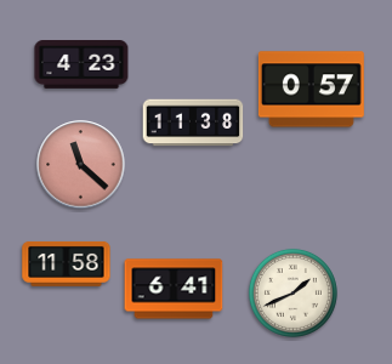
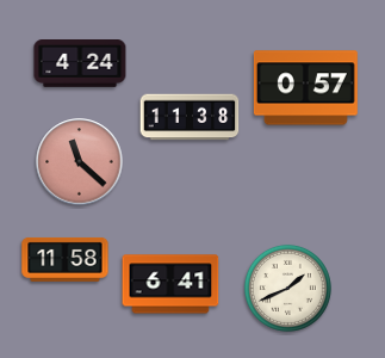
clock at (81, 66): 4:23 -> 4:24
clock at (193, 123) position: (193, 123) -> (190, 117)
